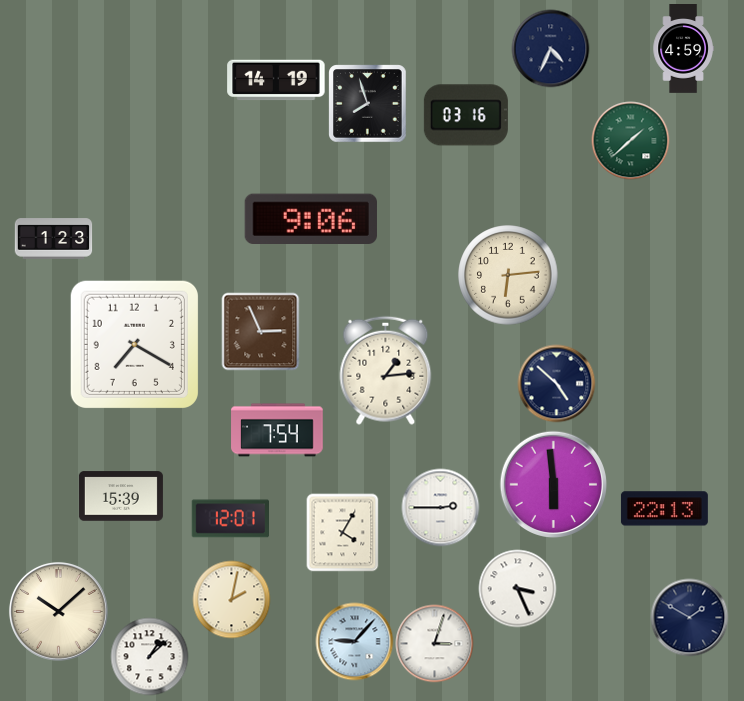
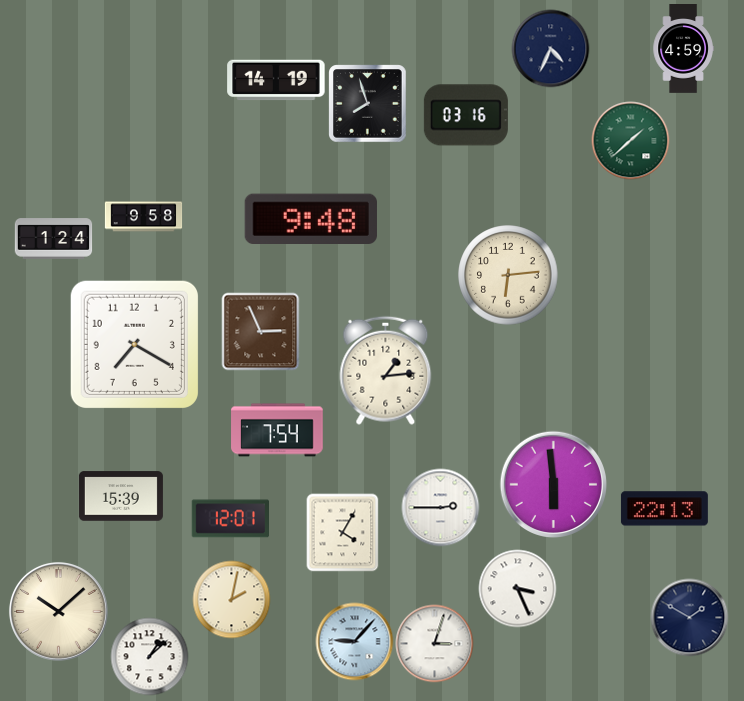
clock at (143, 217): none -> 9:58
clock at (311, 219): 9:06 -> 9:48
clock at (53, 239): 1:23 -> 1:24
clock at (556, 383): 4:52 -> none
